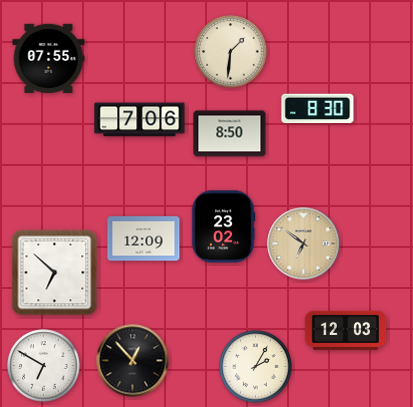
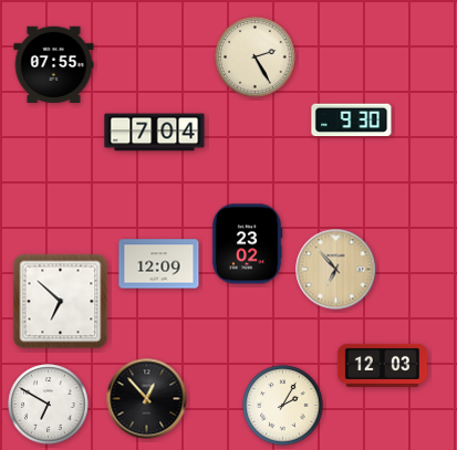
clock at (231, 52): 1:31 -> 2:25
clock at (318, 109): 8:30 -> 9:30
clock at (140, 120): 7:06 -> 7:04
clock at (230, 134): 8:50 -> none
clock at (223, 227) position: (223, 227) -> (247, 244)
clock at (304, 244): 6:51 -> 6:53
